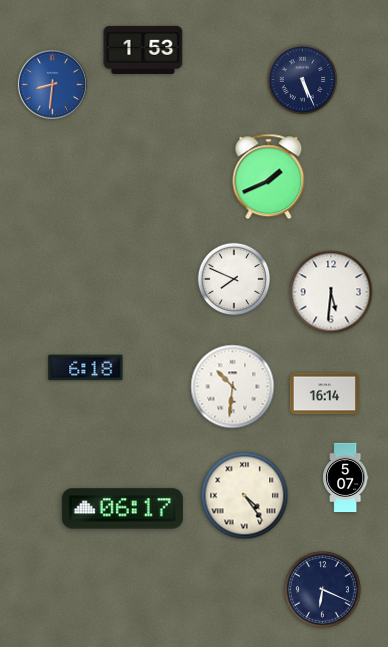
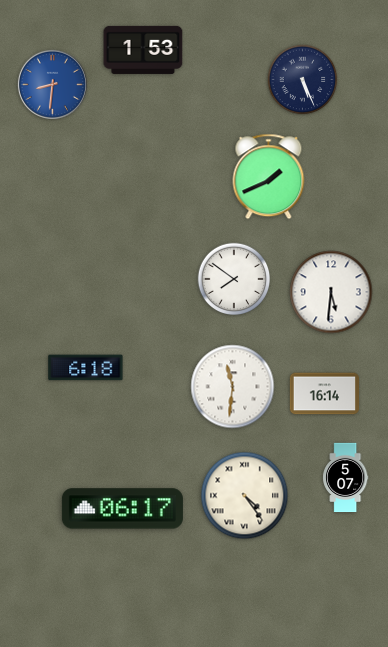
clock at (234, 279): 7:49 -> 7:51
clock at (233, 387): 10:31 -> 11:31
clock at (323, 590): 6:19 -> none
